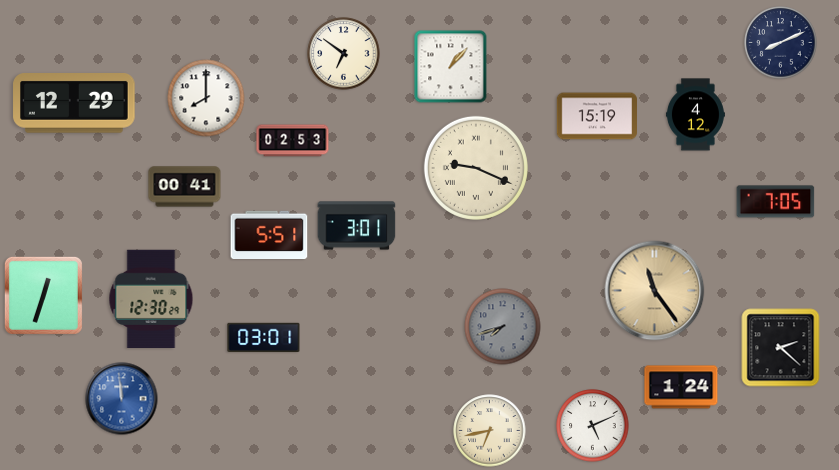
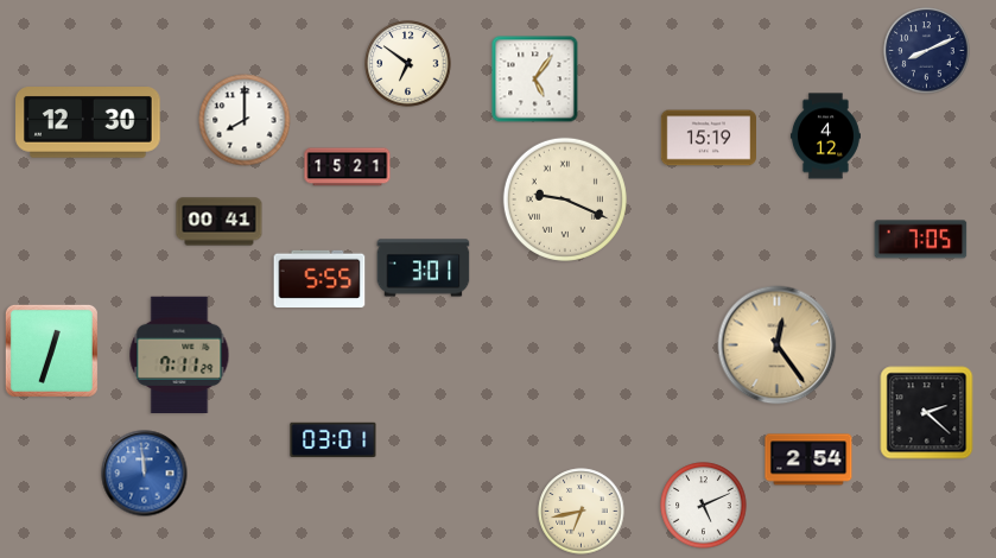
clock at (451, 67): 1:07 -> 5:06
clock at (206, 98) position: (206, 98) -> (245, 120)
clock at (74, 104): 12:29 -> 12:30
clock at (293, 141): 02:53 -> 15:21
clock at (269, 235): 5:51 -> 5:55
clock at (655, 291): 11:24 -> 12:24
clock at (151, 298): 12:30 -> 7:11
clock at (503, 327): 7:42 -> none
clock at (264, 337) position: (264, 337) -> (334, 439)
clock at (681, 387): 1:24 -> 2:54
